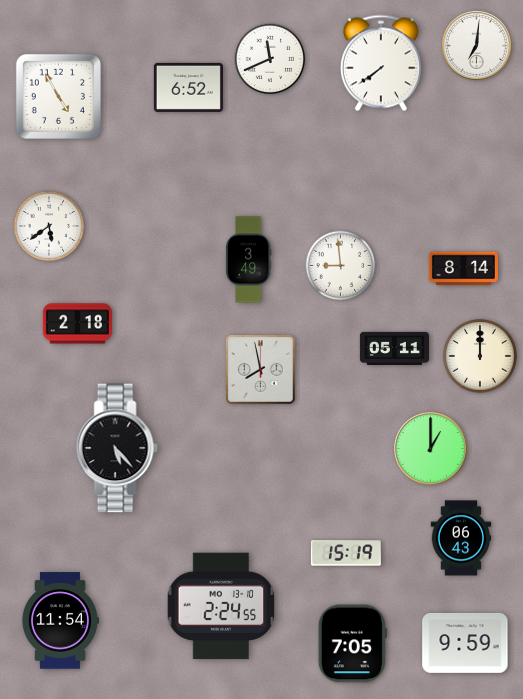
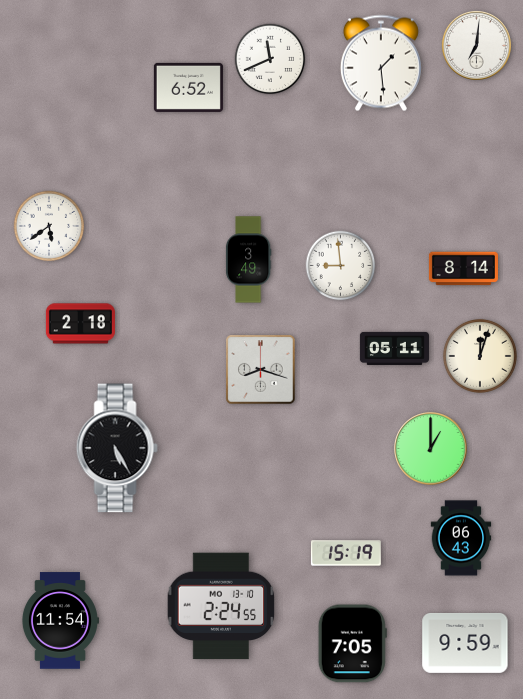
clock at (381, 63): 7:39 -> 1:29
clock at (58, 96): 4:55 -> none
clock at (77, 324) position: (77, 324) -> (80, 324)
clock at (480, 356): 12:00 -> 12:03
clock at (261, 370): 7:58 -> 8:18
clock at (117, 448): 5:23 -> 5:25
